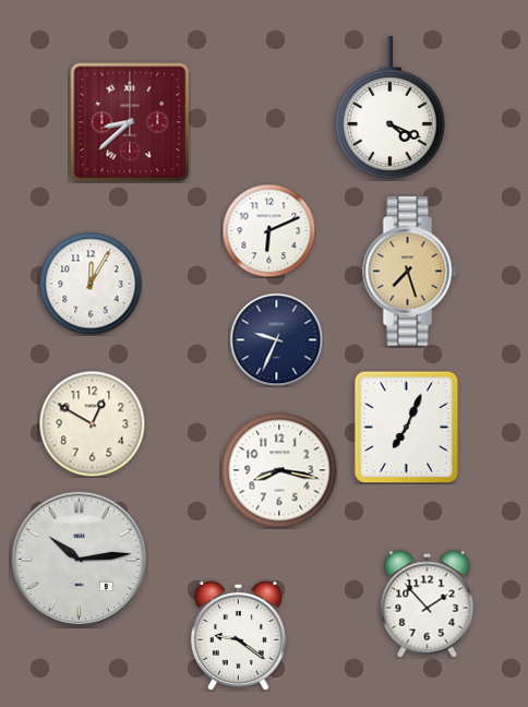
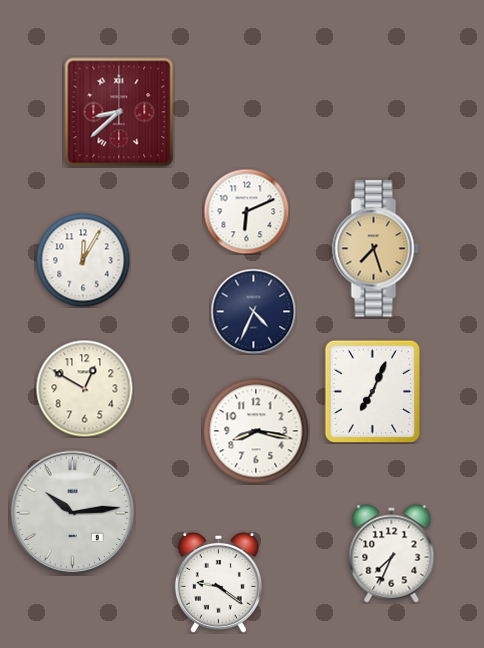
clock at (389, 108): 4:19 -> none
clock at (276, 339): 9:34 -> 4:34
clock at (428, 604): 1:53 -> 7:34
